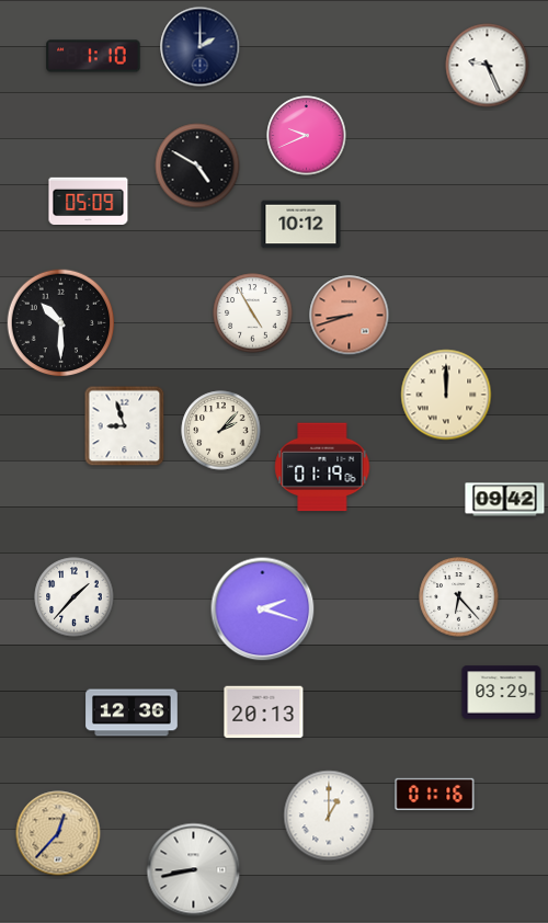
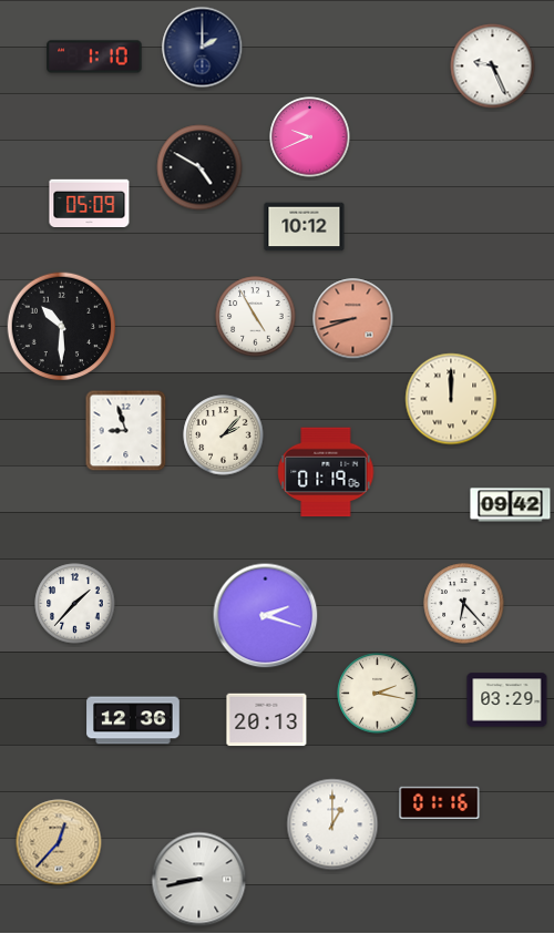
clock at (378, 694): none -> 2:17
clock at (194, 870) position: (194, 870) -> (199, 880)
